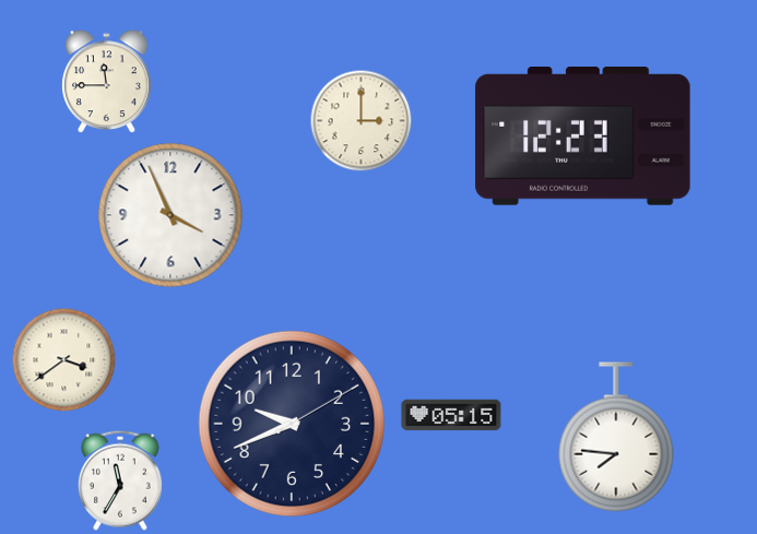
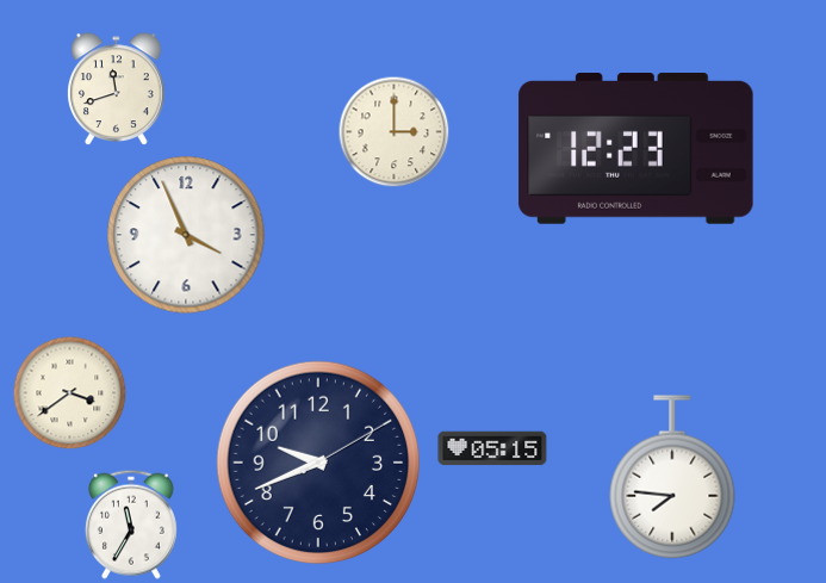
clock at (107, 82): 11:45 -> 11:42
clock at (451, 415) position: (451, 415) -> (492, 448)
